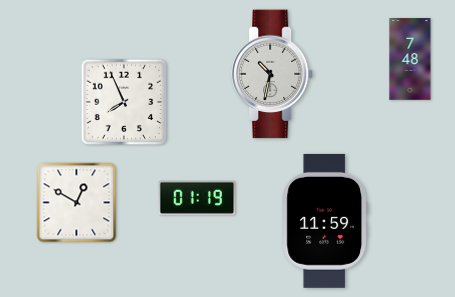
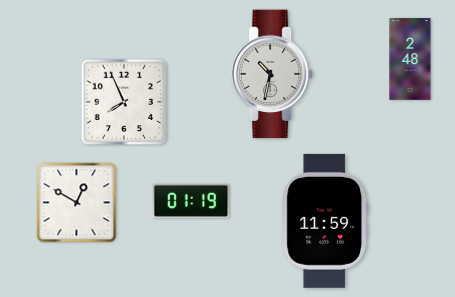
clock at (410, 59): 7:48 -> 2:48
clock at (197, 198) position: (197, 198) -> (191, 201)
